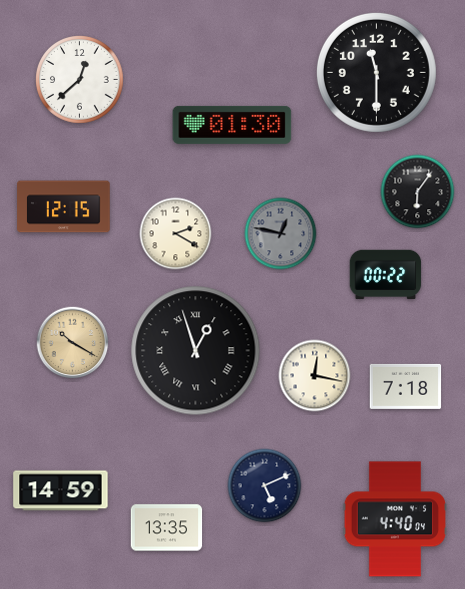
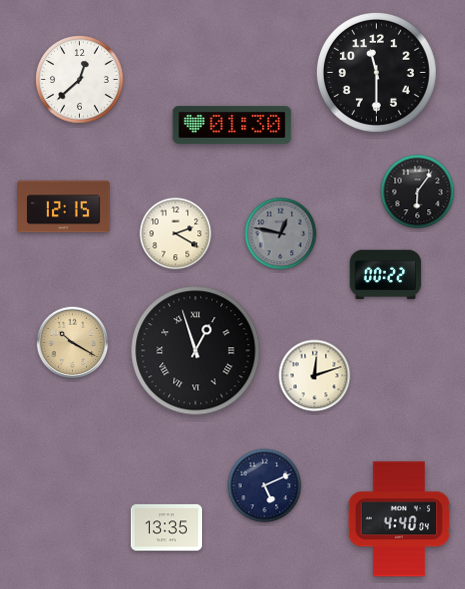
clock at (315, 376): 12:17 -> 12:12
clock at (406, 386): 7:18 -> none
clock at (61, 491): 14:59 -> none
clock at (394, 519) position: (394, 519) -> (398, 519)
